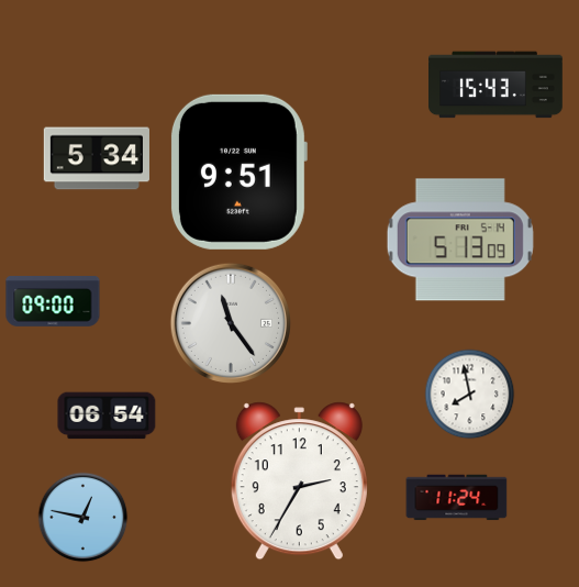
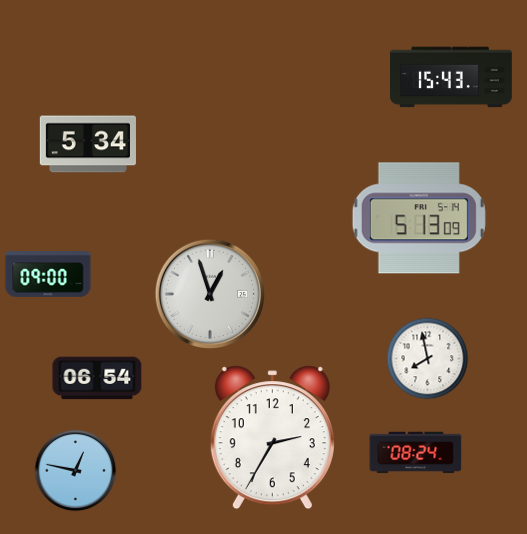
clock at (238, 171): 9:51 -> none
clock at (231, 323): 11:24 -> 12:57
clock at (457, 498): 11:24 -> 08:24
